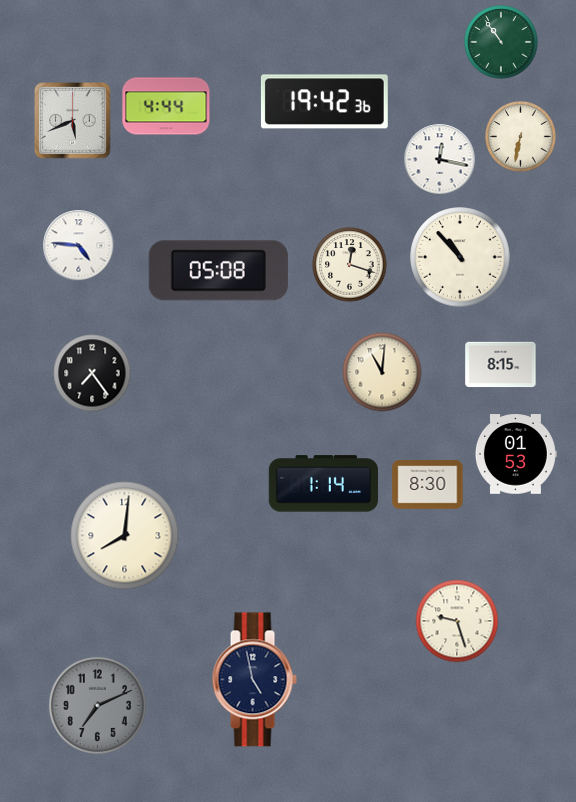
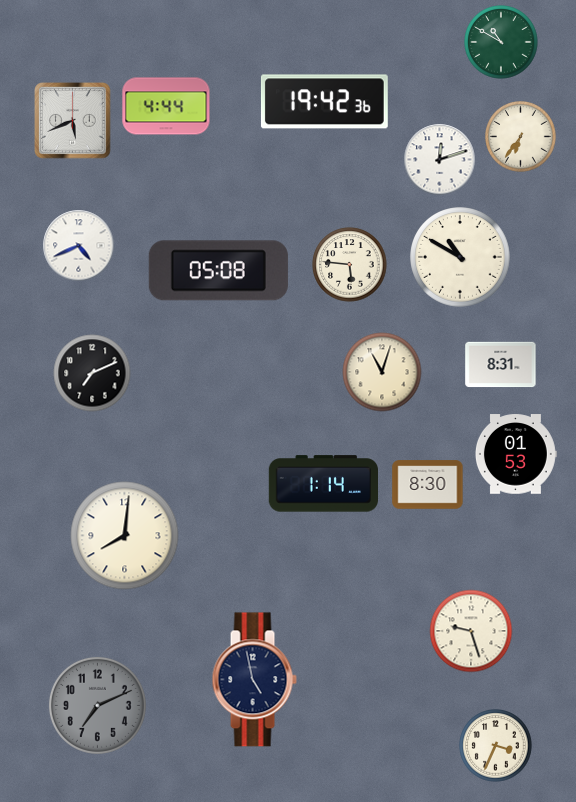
clock at (501, 42): 10:54 -> 10:50
clock at (521, 137): 6:32 -> 6:36
clock at (440, 160): 12:17 -> 12:12
clock at (79, 246): 4:46 -> 4:41
clock at (460, 257): 10:53 -> 10:50
clock at (350, 265): 12:18 -> 5:46
clock at (501, 365): 8:15 -> 8:31
clock at (382, 372): 11:01 -> 11:03
clock at (92, 373): 7:24 -> 7:11
clock at (457, 621) position: (457, 621) -> (471, 631)
clock at (496, 746): none -> 3:34
